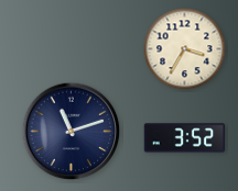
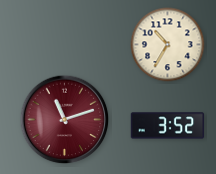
clock at (185, 49): 3:35 -> 10:35
clock at (72, 132) dial: navy -> burgundy
